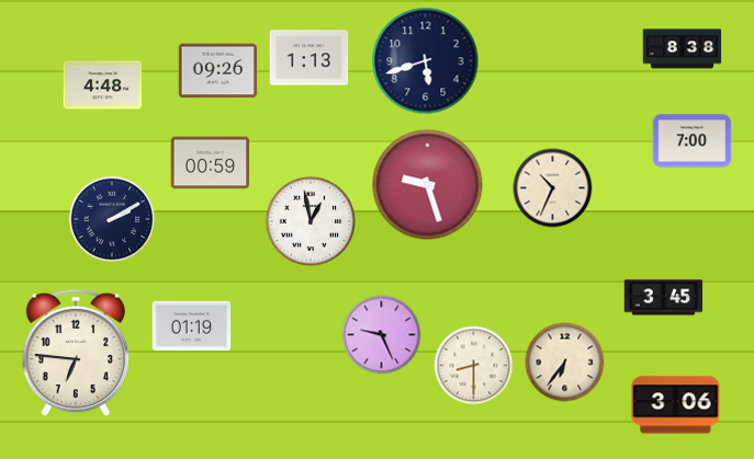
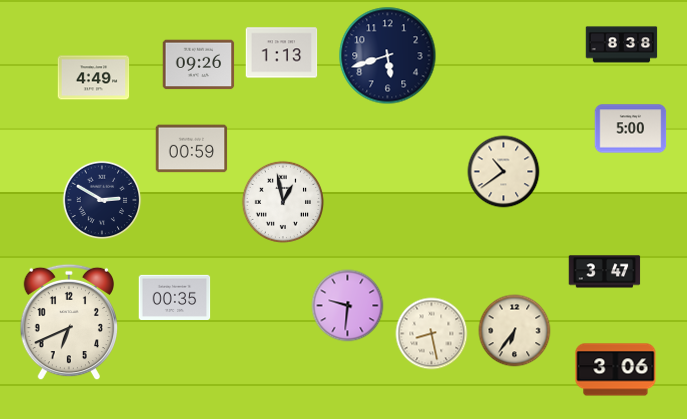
clock at (103, 85): 4:48 -> 4:49
clock at (693, 141): 7:00 -> 5:00
clock at (428, 185): 9:27 -> none
clock at (553, 188): 10:34 -> 10:39
clock at (112, 219): 2:10 -> 2:50
clock at (664, 298): 3:45 -> 3:47
clock at (192, 326): 01:19 -> 00:35
clock at (382, 335): 9:26 -> 9:31
clock at (76, 353): 6:46 -> 6:41
clock at (474, 366): 8:30 -> 8:28
